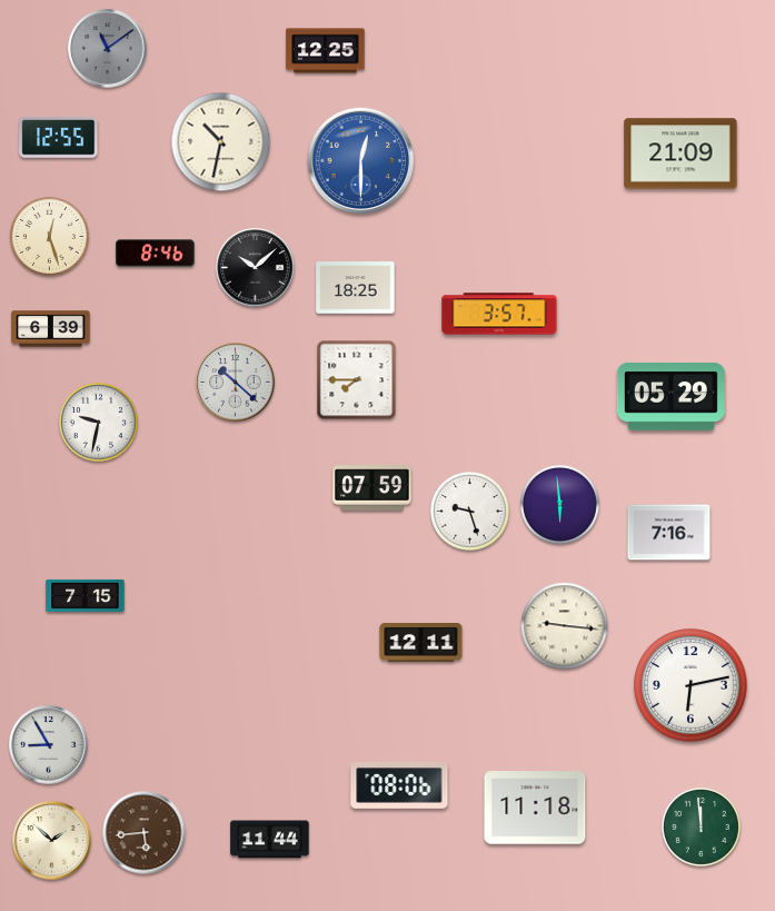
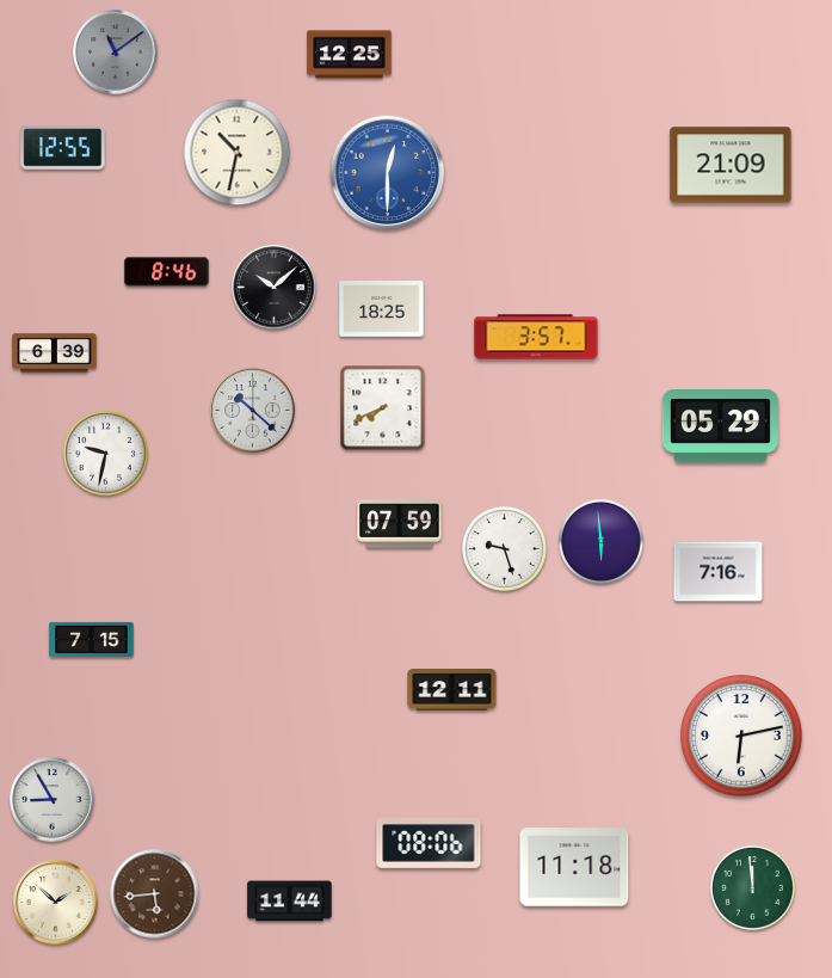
clock at (49, 236): 12:27 -> none
clock at (357, 380): 7:45 -> 7:41
clock at (565, 626): 9:16 -> none
